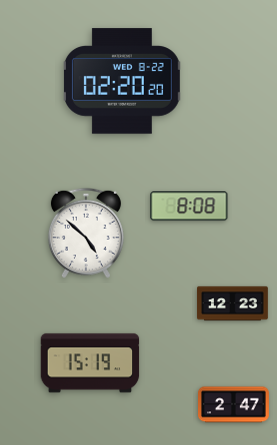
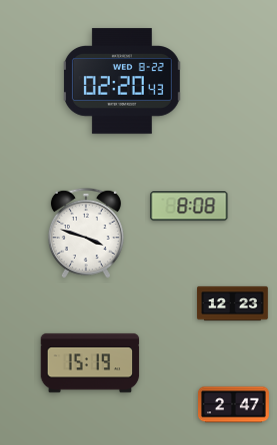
clock at (122, 81): 02:20:20 -> 02:20:43
clock at (86, 233): 4:52 -> 3:48
